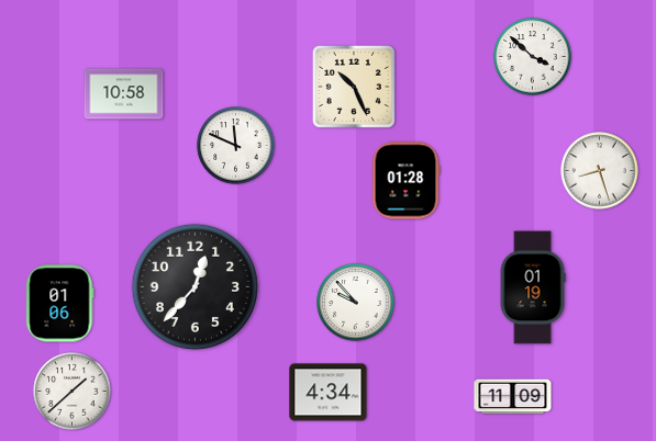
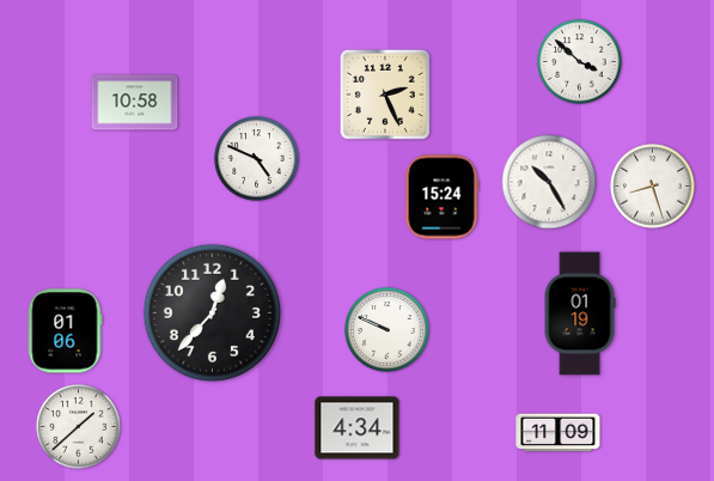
clock at (354, 87): 10:26 -> 2:26
clock at (236, 146): 11:49 -> 4:49
clock at (549, 182): none -> 10:25
clock at (405, 181): 01:28 -> 15:24
clock at (356, 303): 9:53 -> 9:49
